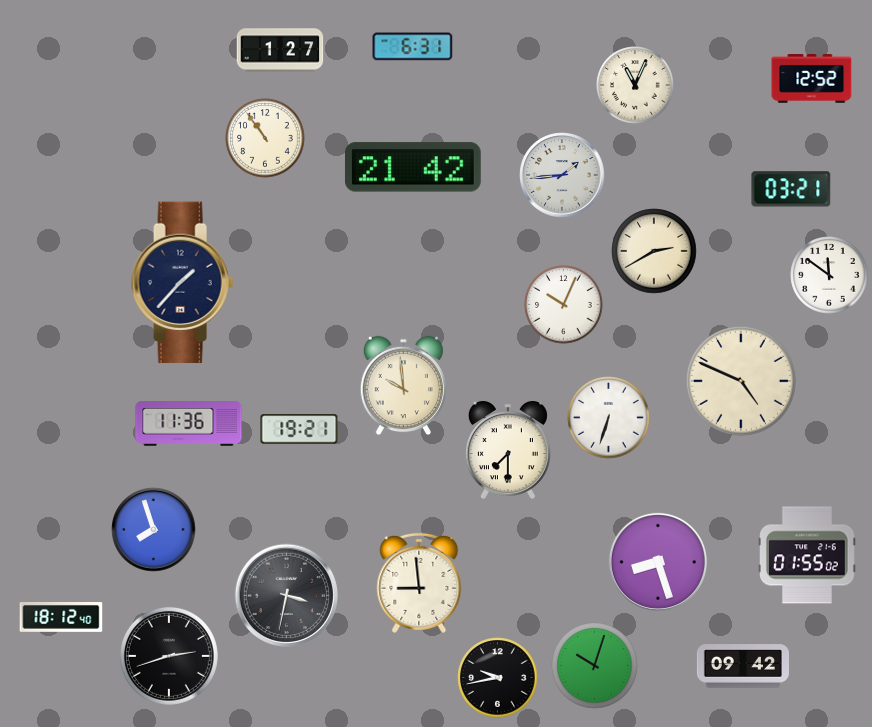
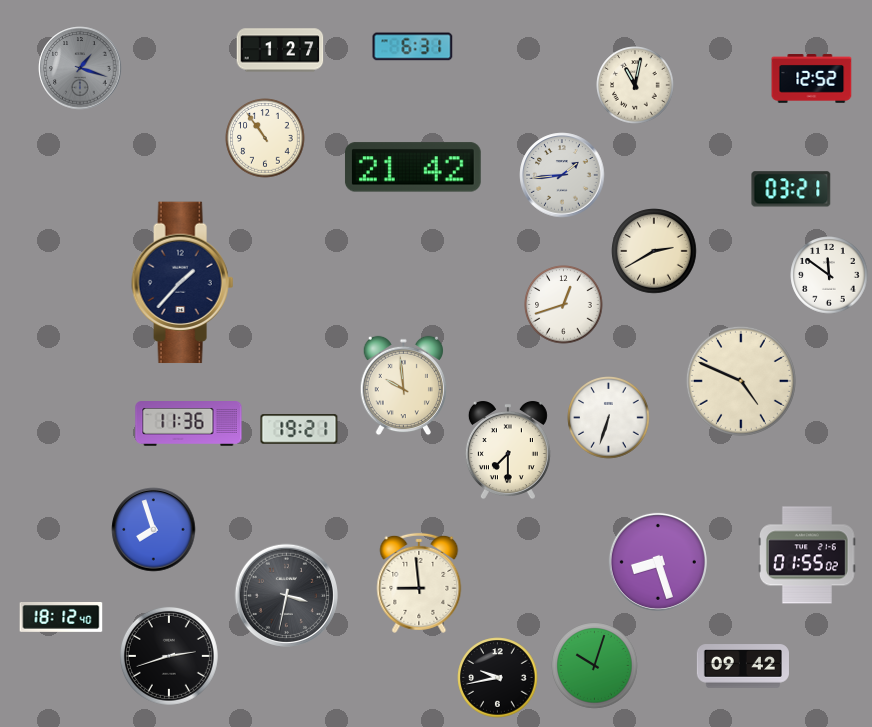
clock at (80, 68): none -> 1:18
clock at (635, 85): 11:04 -> 11:02
clock at (564, 305): 10:04 -> 12:42
